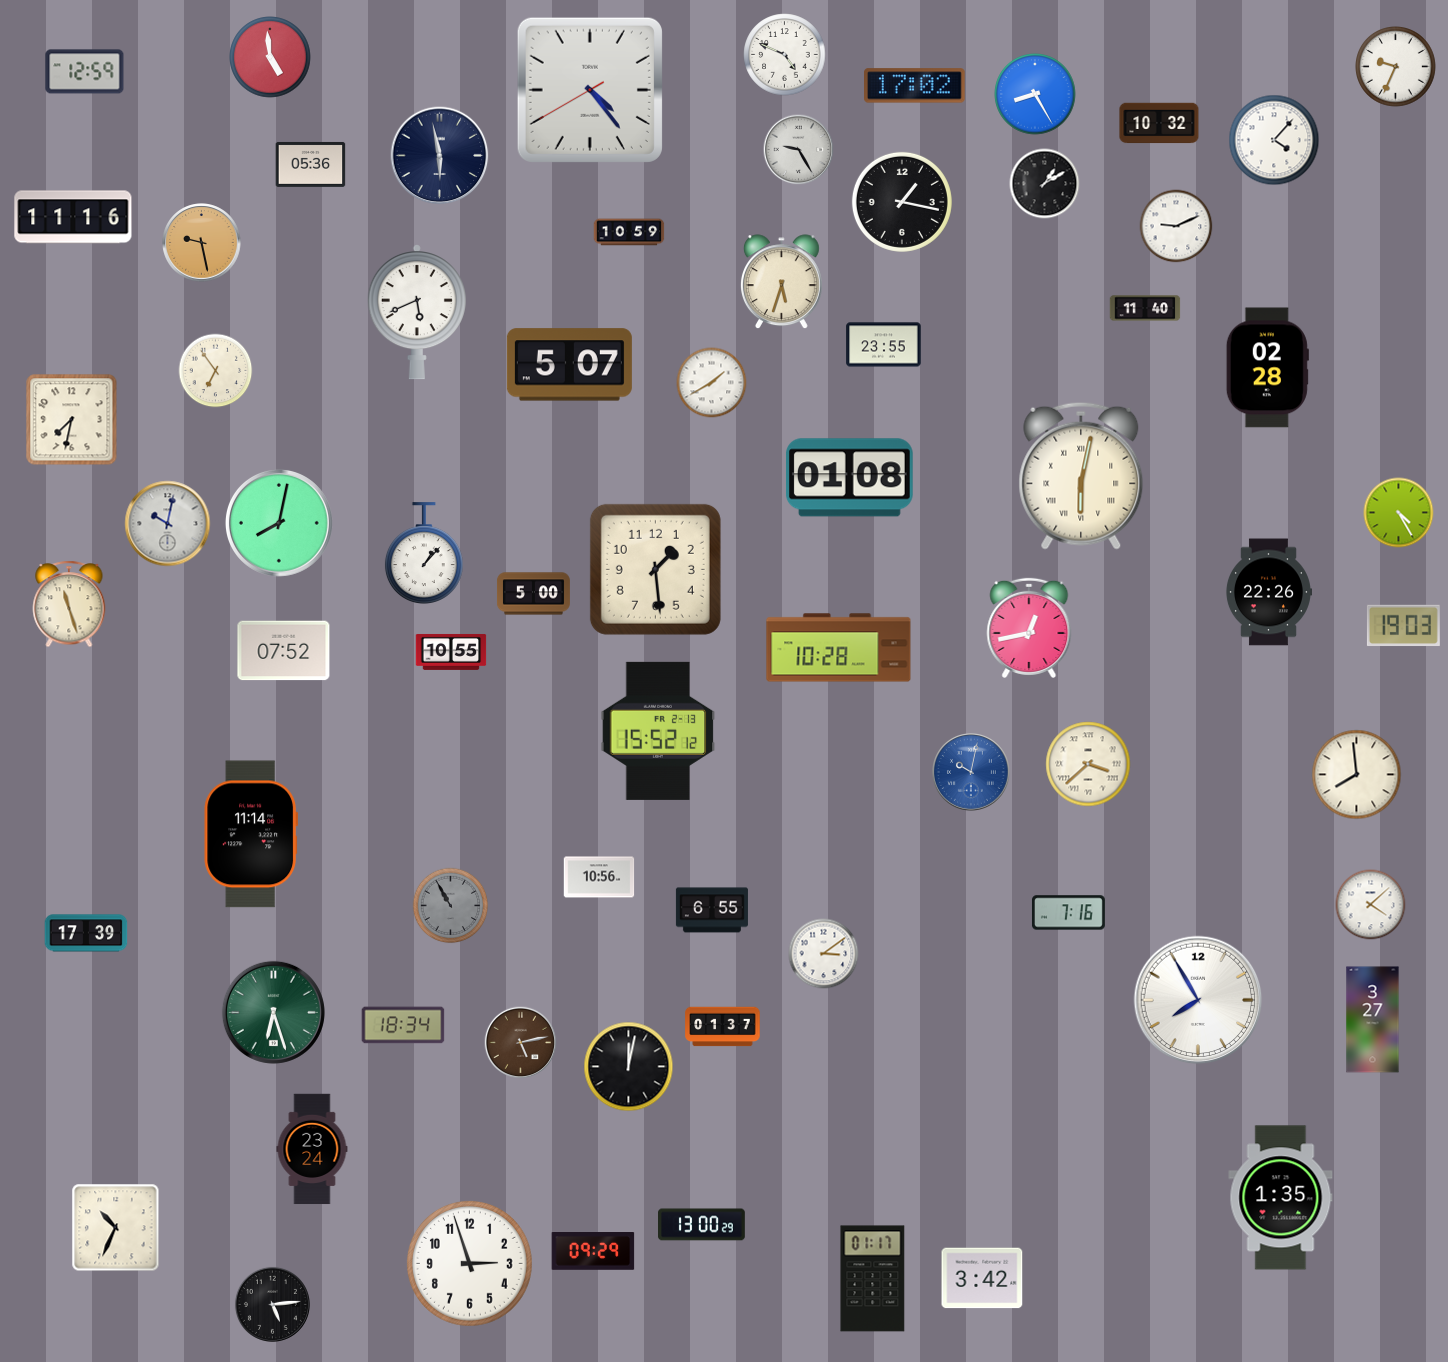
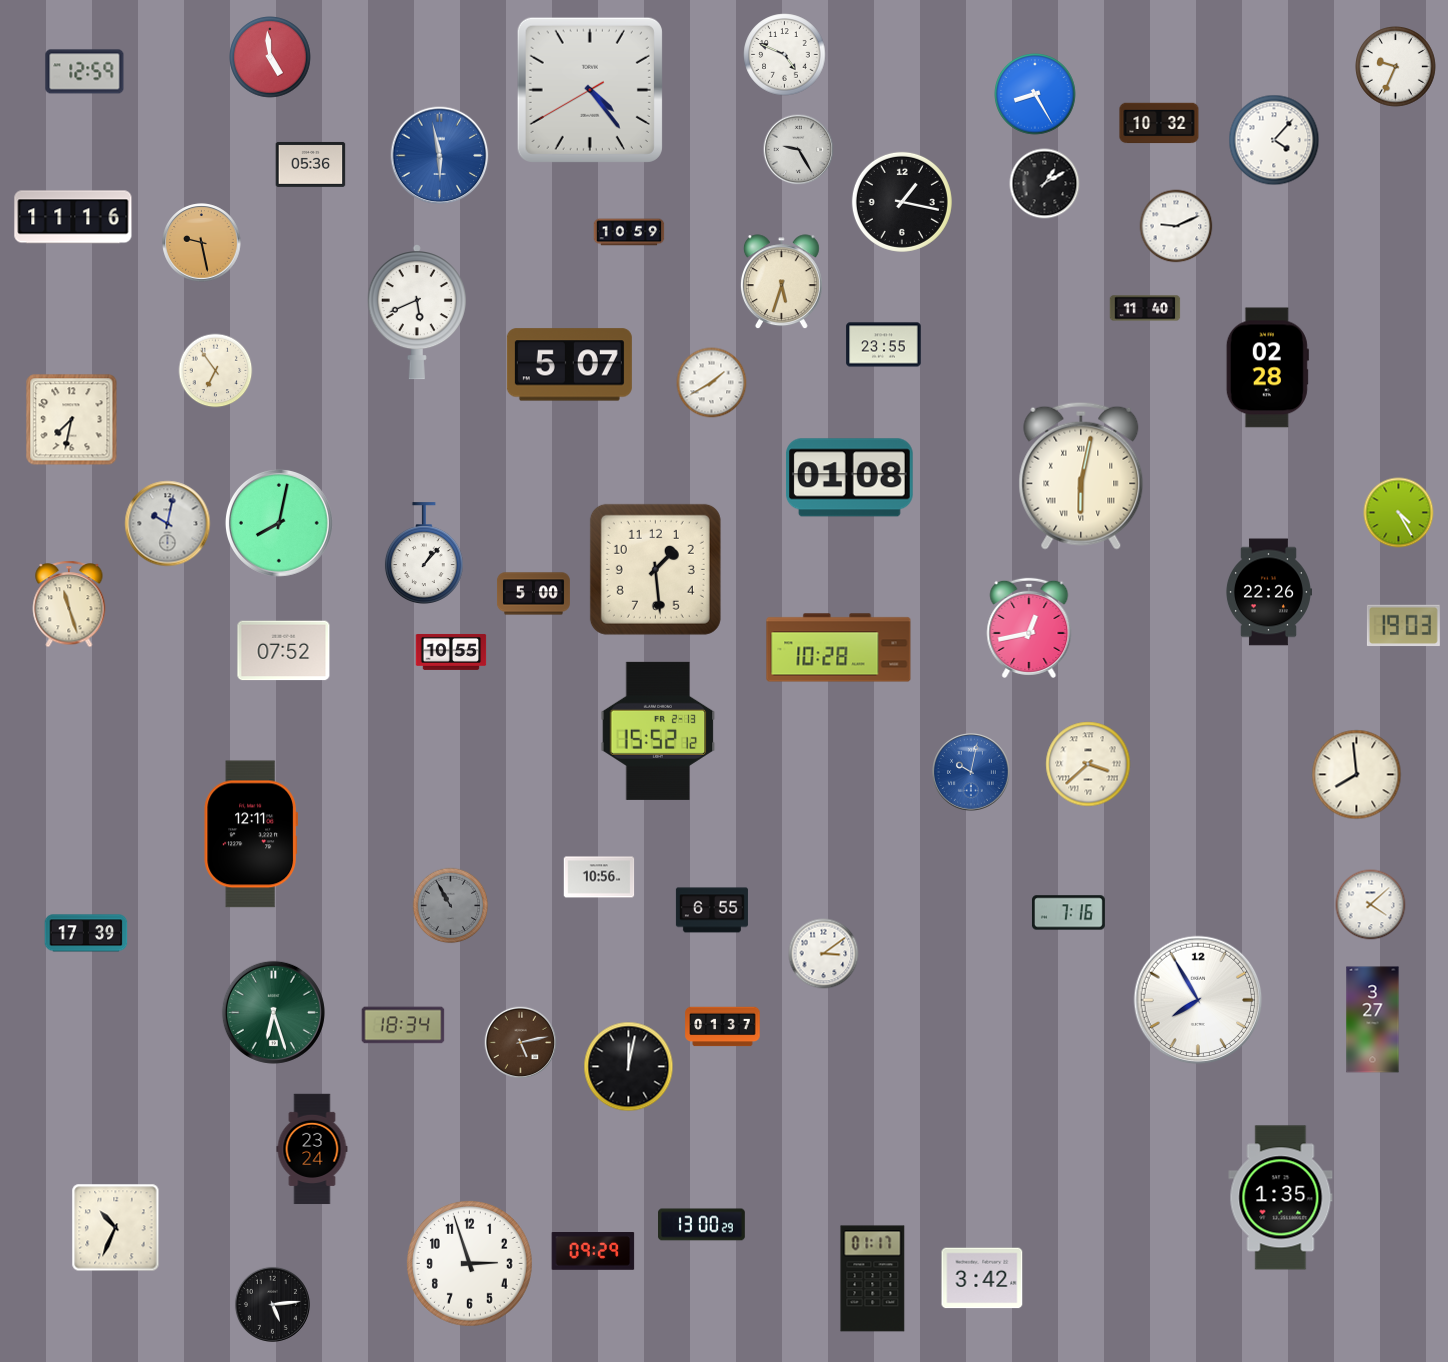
clock at (915, 86): 17:02 -> none
clock at (440, 156) dial: navy -> blue
clock at (251, 834): 11:14 -> 12:11
